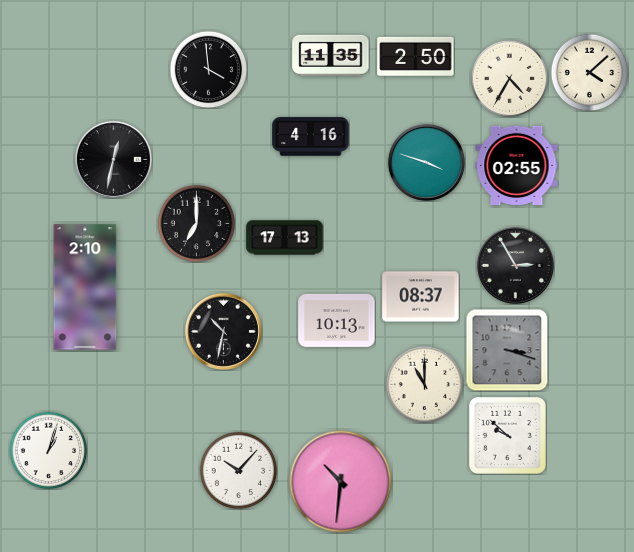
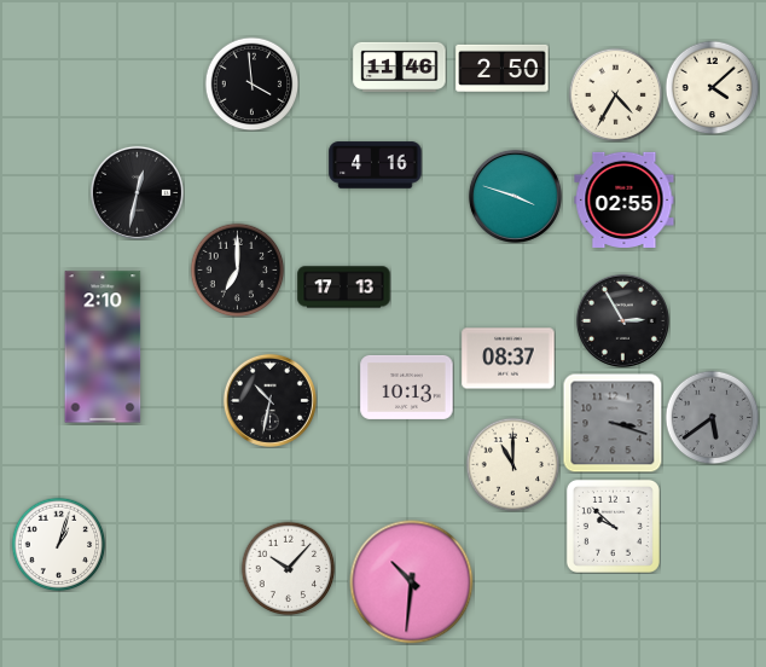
clock at (331, 55): 11:35 -> 11:46
clock at (712, 417): none -> 5:39
